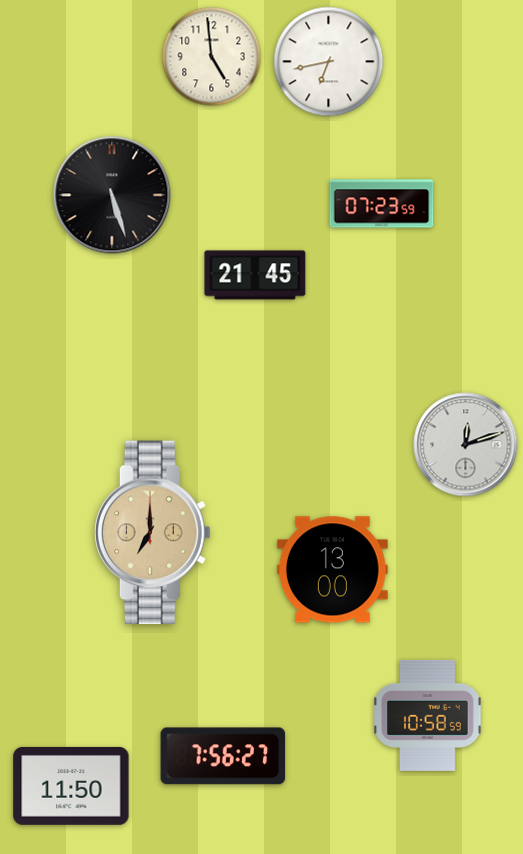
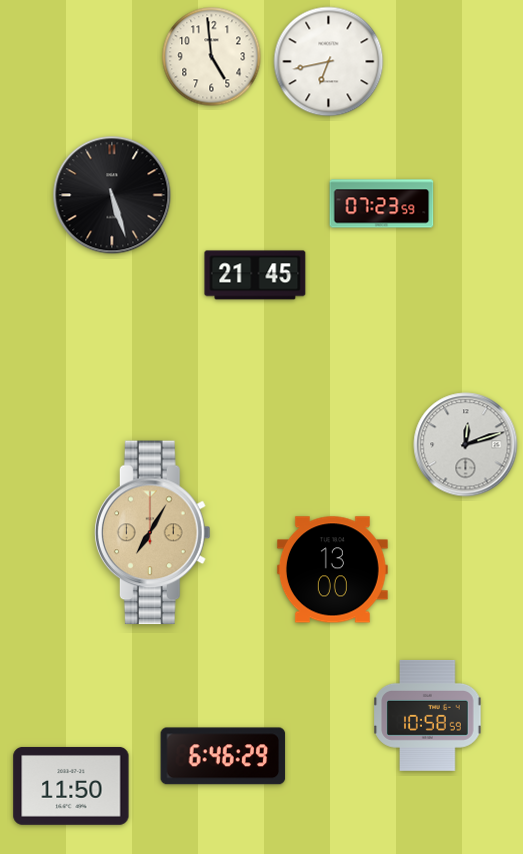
clock at (152, 533): 7:00 -> 7:05
clock at (223, 756): 7:56 -> 6:46
